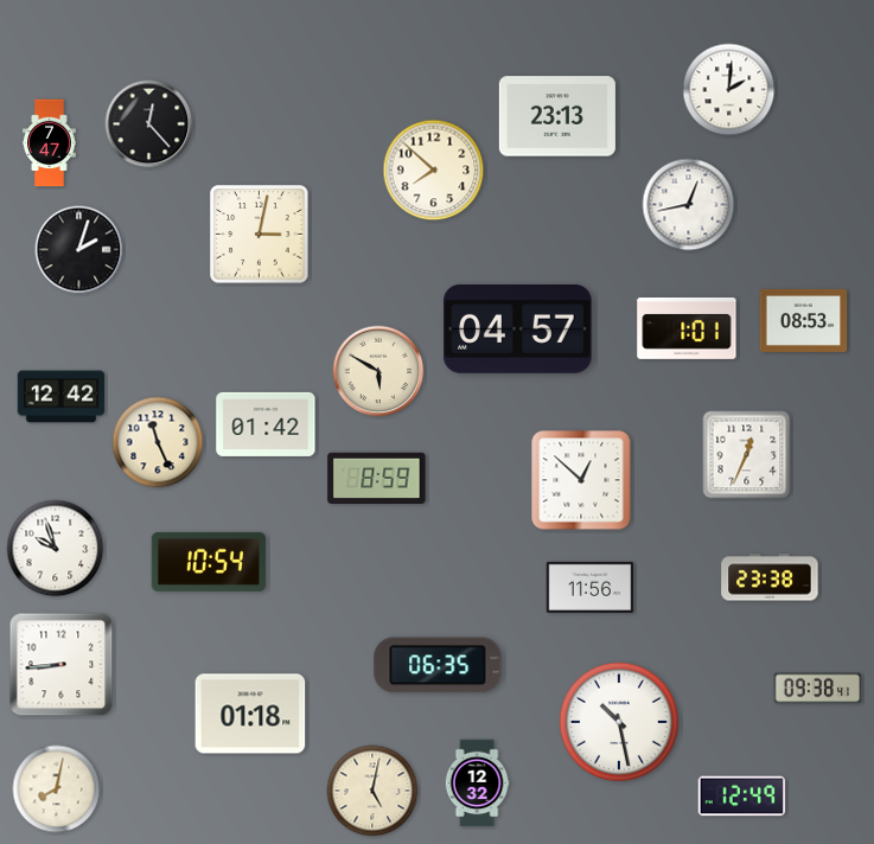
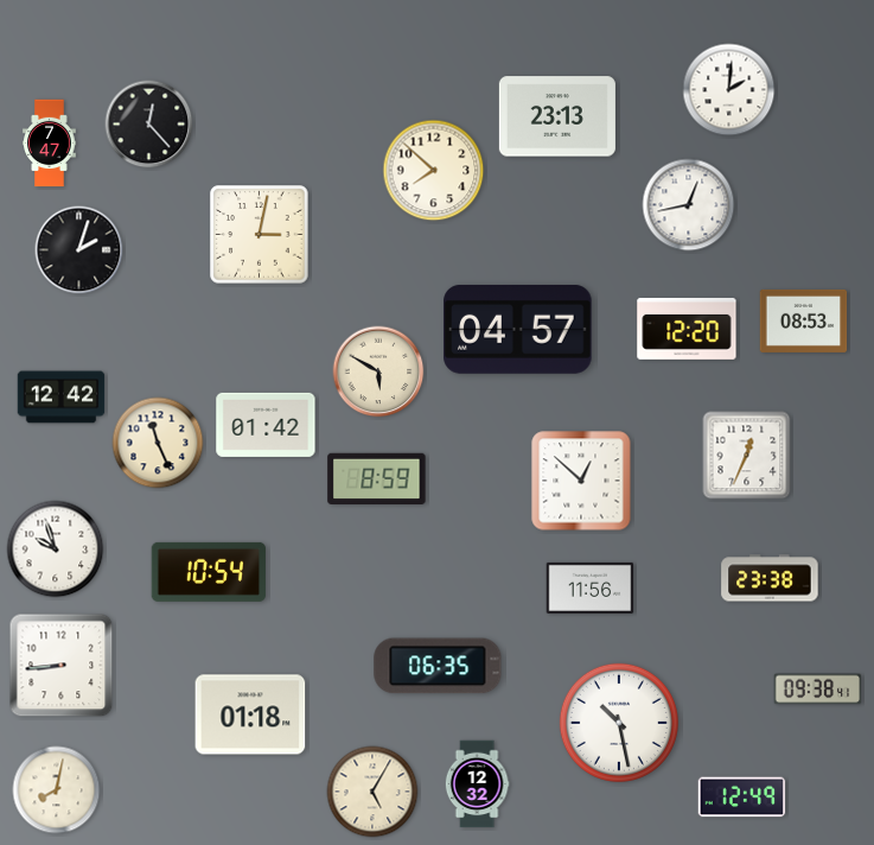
clock at (687, 328): 1:01 -> 12:20
clock at (209, 562) position: (209, 562) -> (209, 572)
clock at (372, 791): 5:02 -> 5:05
